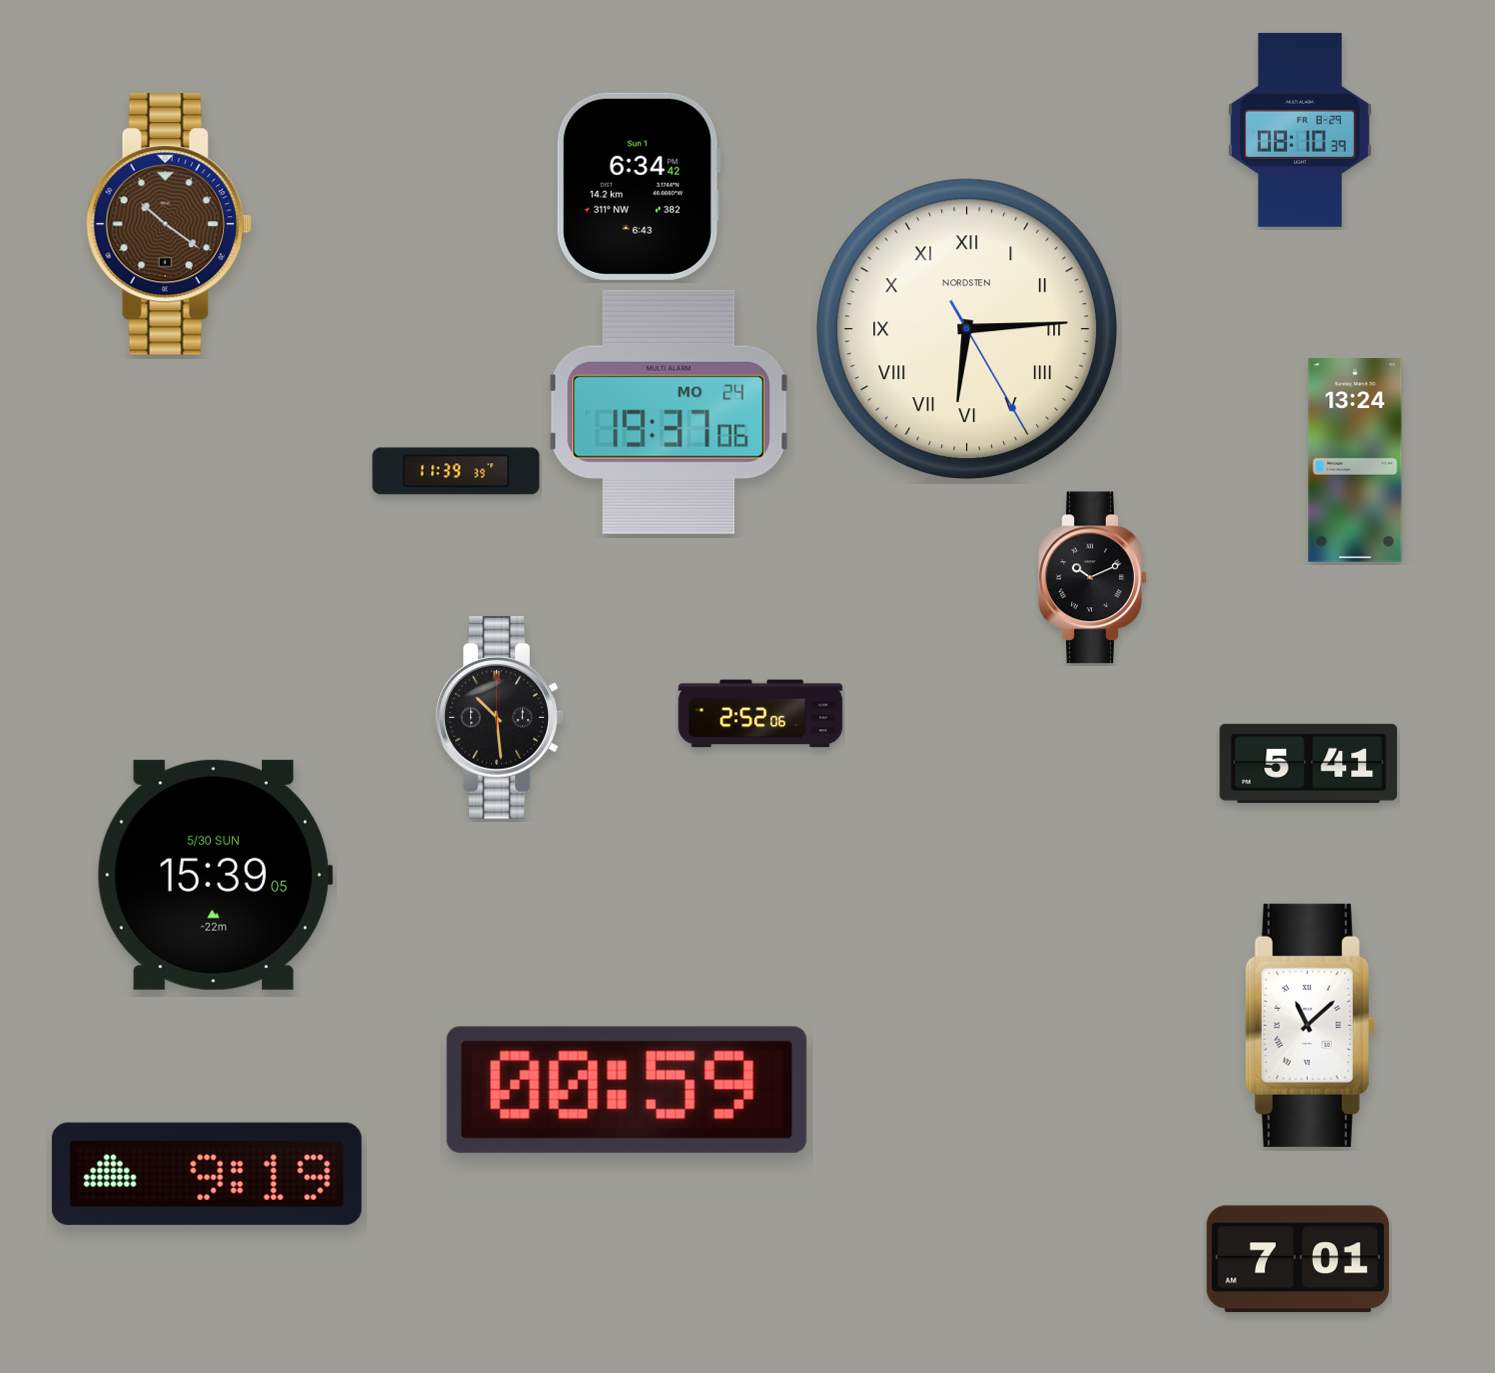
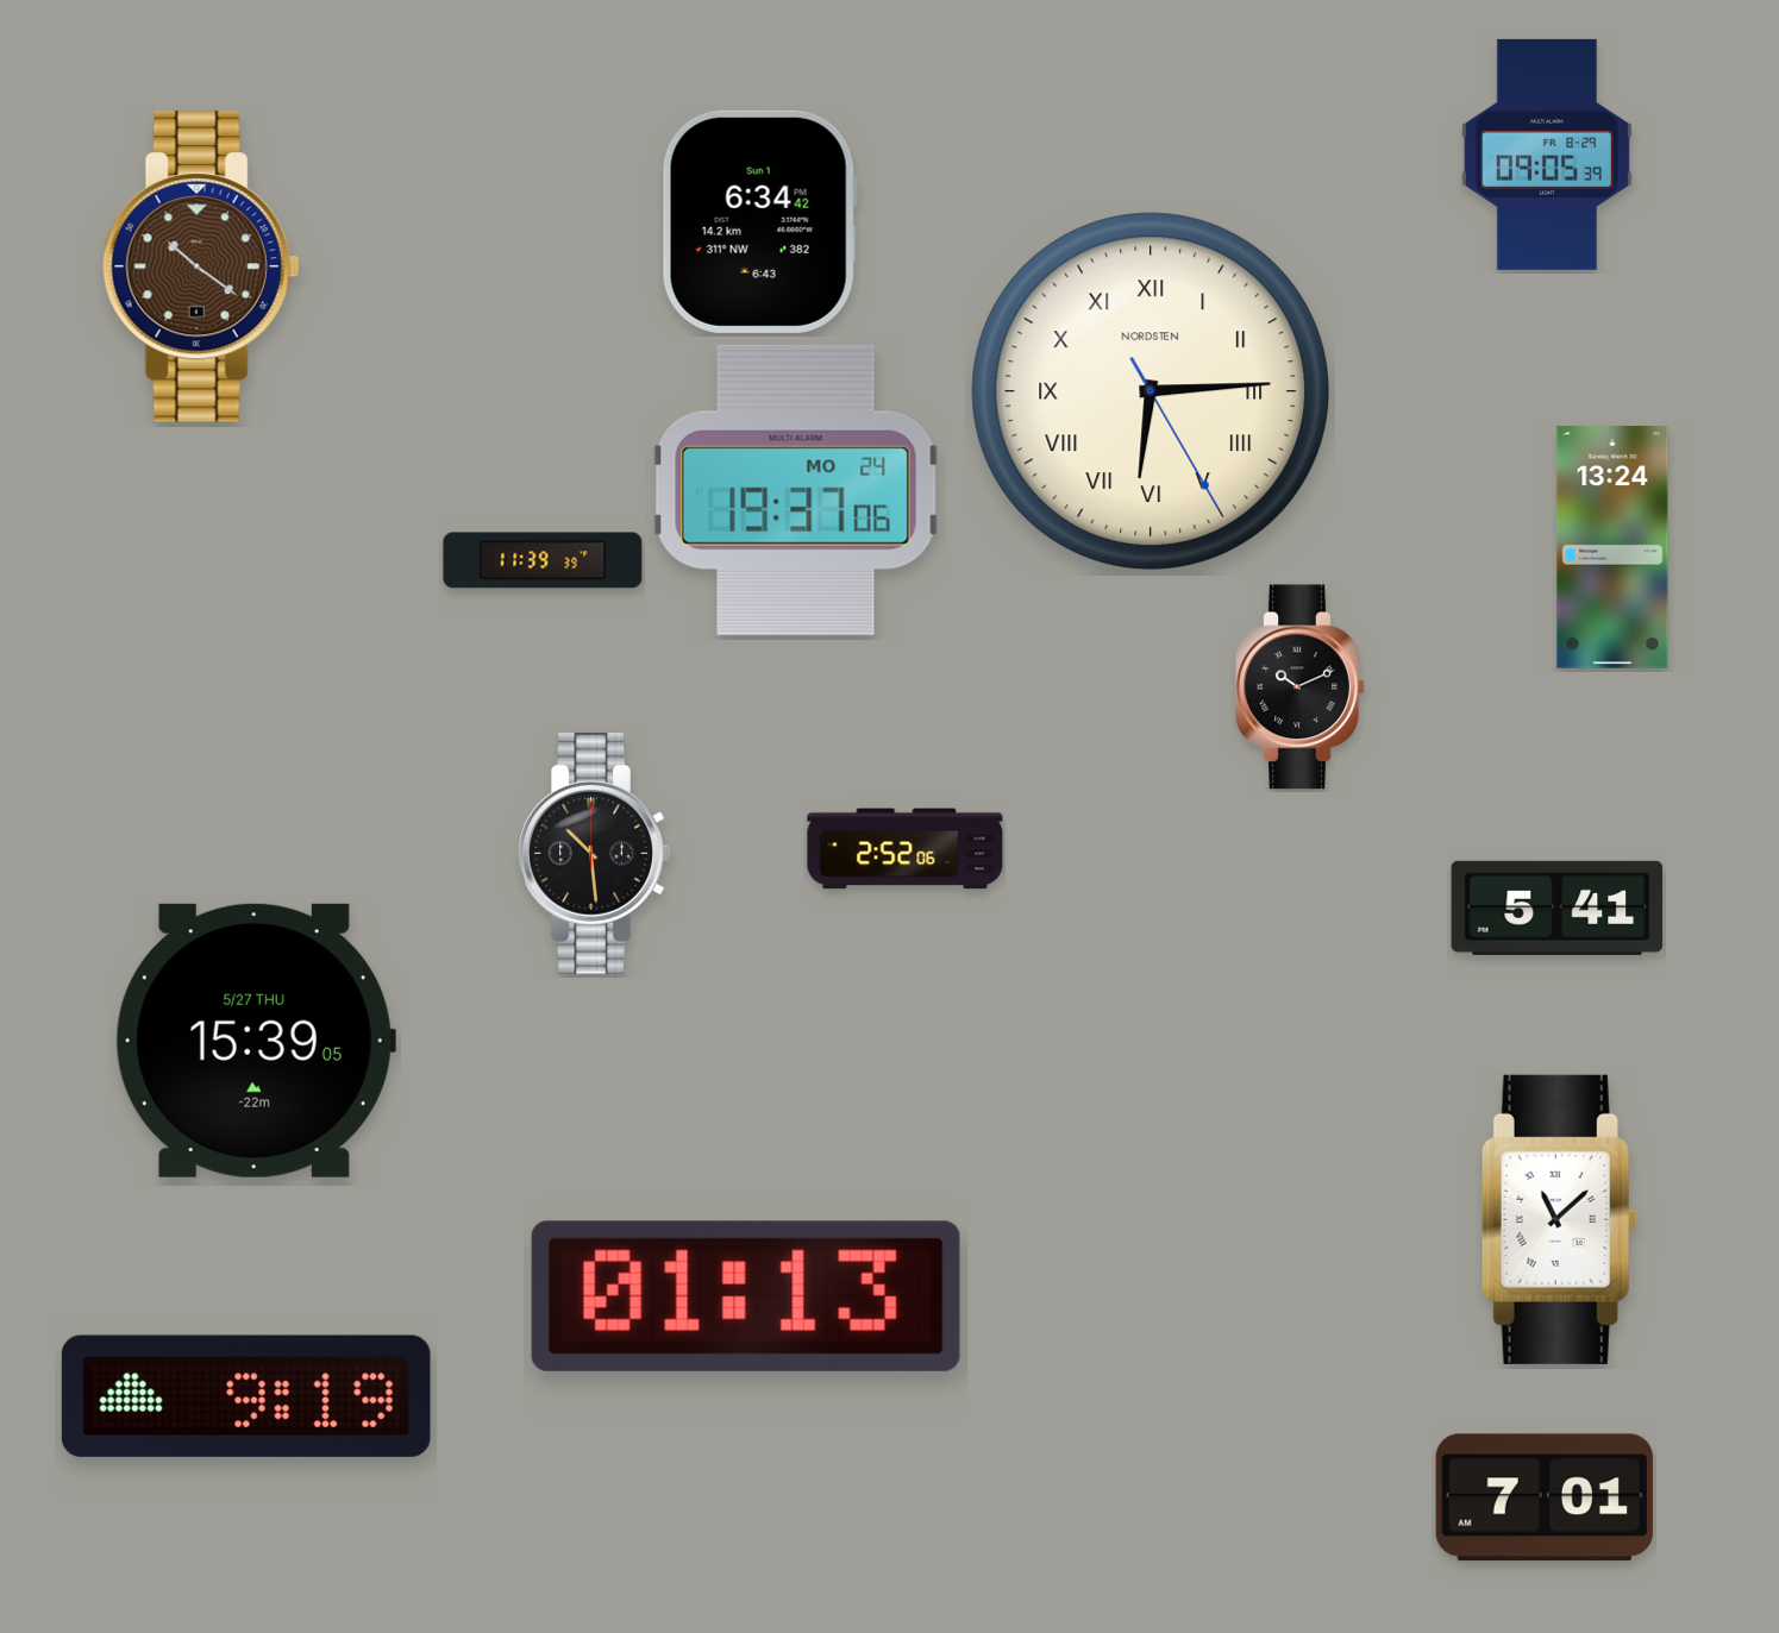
clock at (1300, 130): 08:10 -> 09:05
clock at (214, 875) date: 5/30 SUN -> 5/27 THU
clock at (627, 1090): 00:59 -> 01:13
